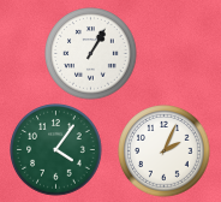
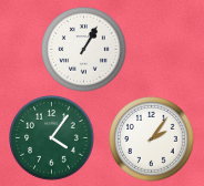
clock at (165, 151): 2:04 -> 2:06
